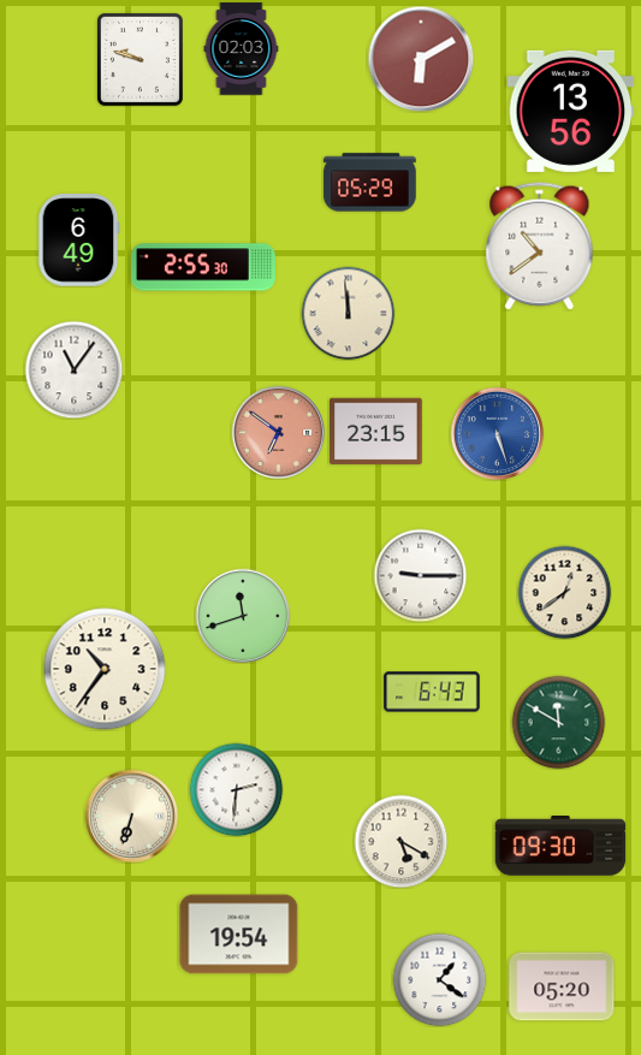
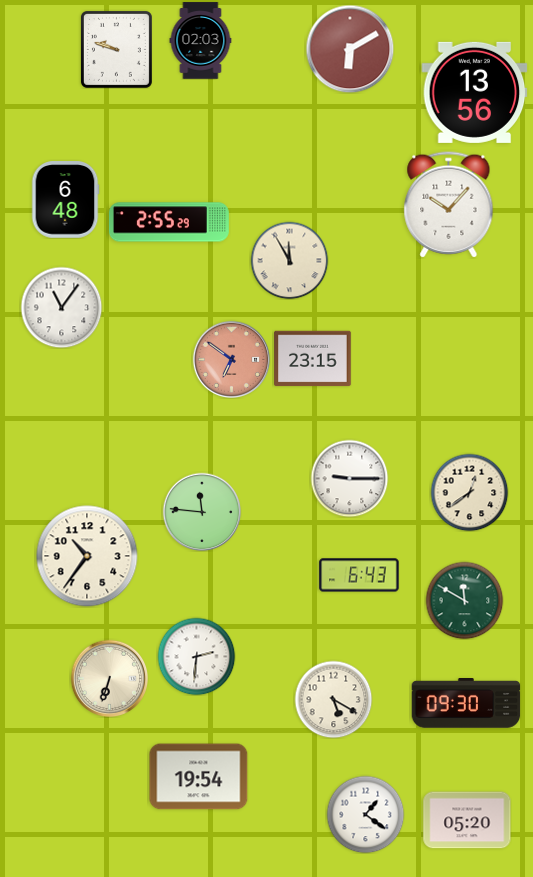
clock at (370, 183): 05:29 -> none
clock at (78, 241): 6:49 -> 6:48
clock at (540, 247): 10:39 -> 10:07
clock at (203, 267): 2:55:30 -> 2:55:29
clock at (348, 313): 11:59 -> 11:55
clock at (497, 433): 5:27 -> none
clock at (243, 616): 11:42 -> 11:46
